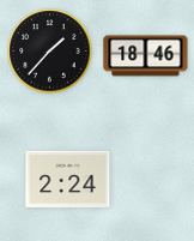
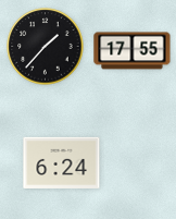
clock at (146, 56): 18:46 -> 17:55
clock at (68, 179): 2:24 -> 6:24
